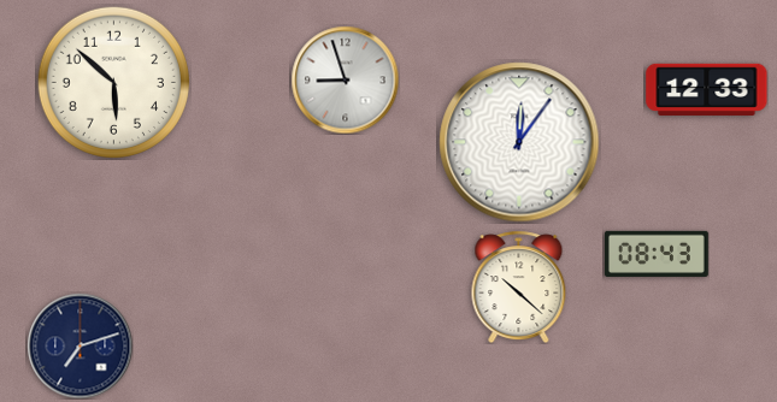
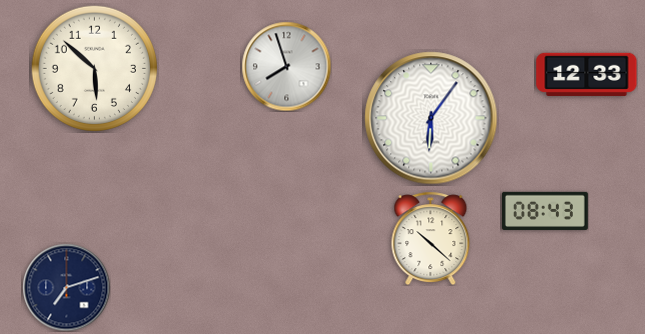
clock at (345, 79): 8:57 -> 7:57
clock at (519, 142): 12:06 -> 6:06
